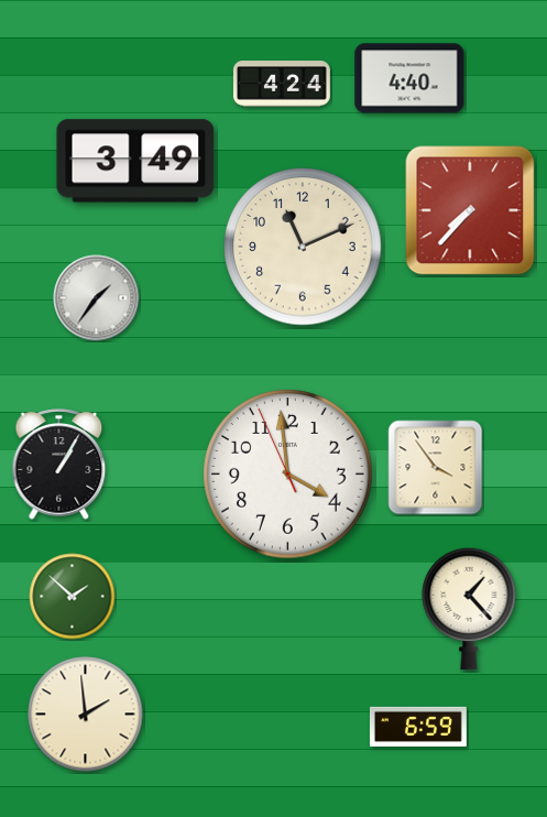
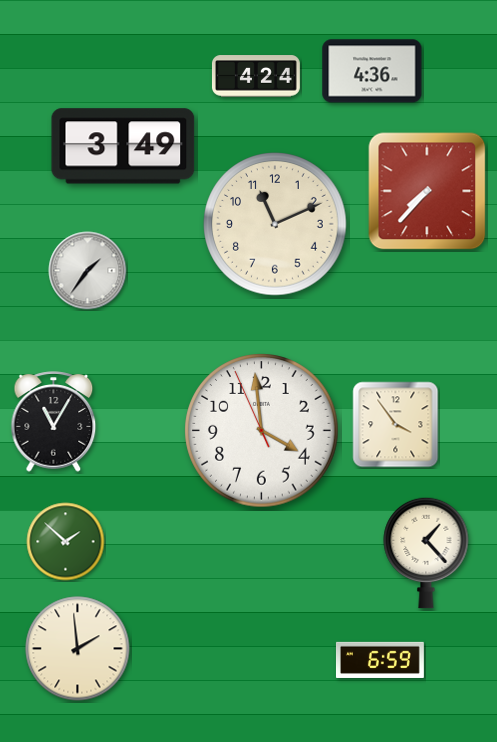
clock at (409, 78): 4:40 -> 4:36
clock at (59, 465): 1:05 -> 11:05
